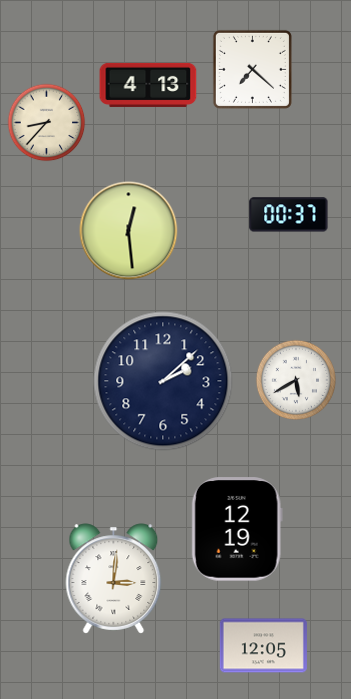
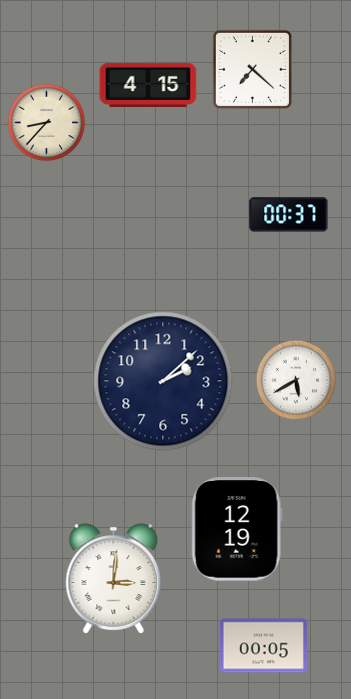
clock at (148, 85): 4:13 -> 4:15
clock at (129, 231): 12:29 -> none
clock at (263, 646): 12:05 -> 00:05
